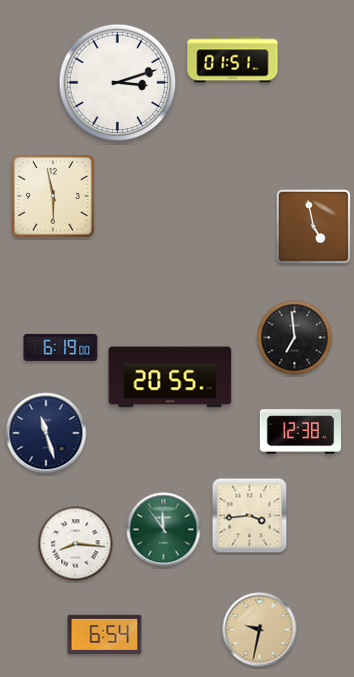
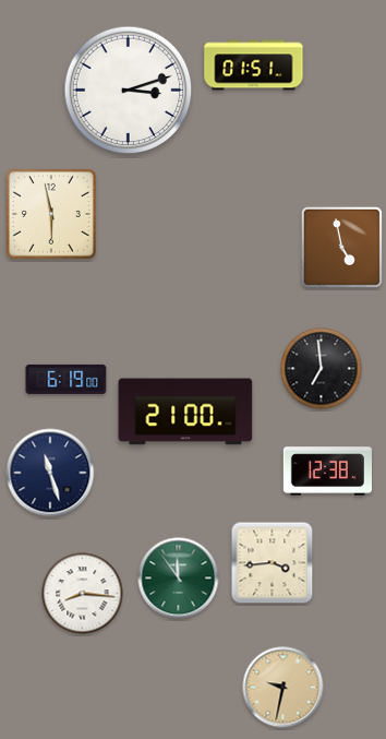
clock at (53, 196) position: (53, 196) -> (51, 214)
clock at (170, 377): 20:55 -> 21:00
clock at (105, 634): 6:54 -> none
